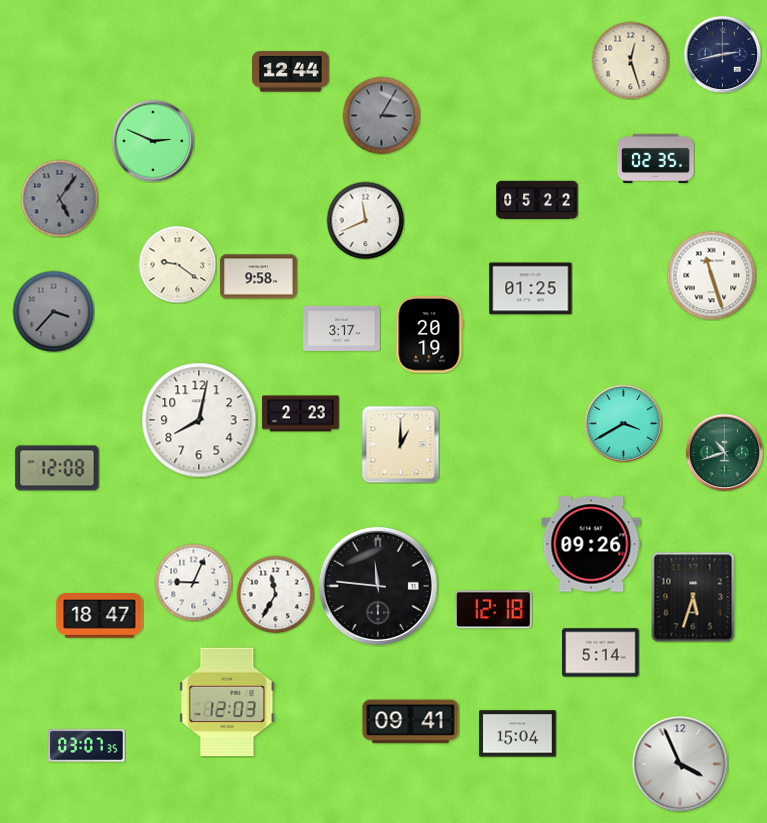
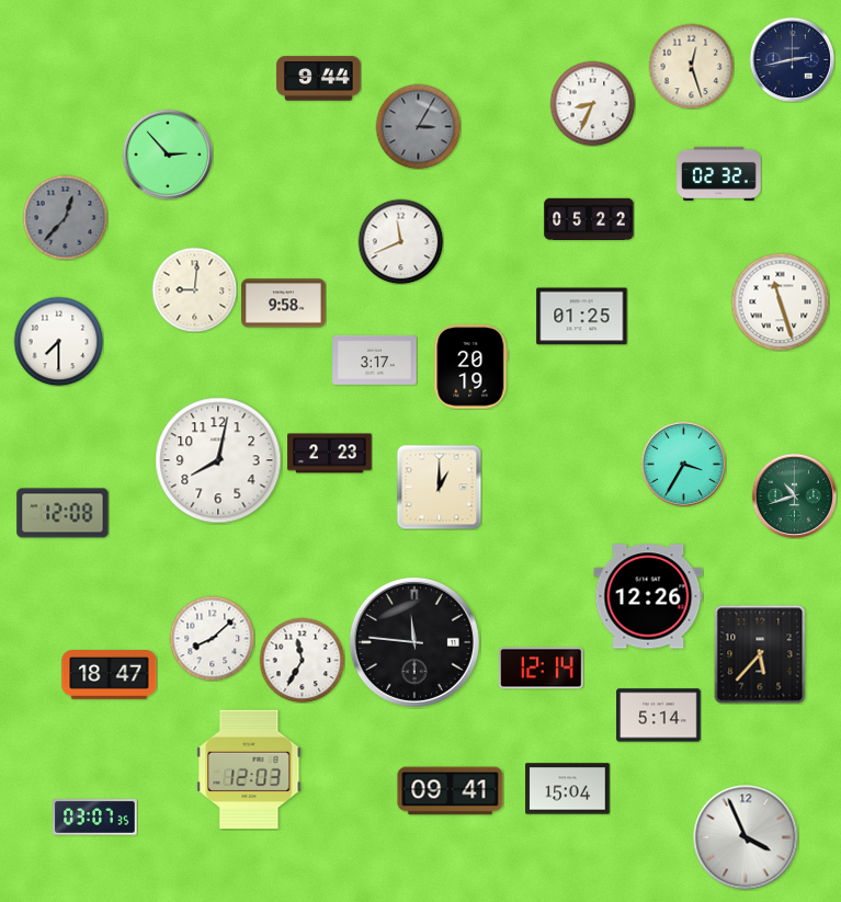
clock at (291, 72): 12:44 -> 9:44
clock at (592, 103): none -> 8:34
clock at (153, 141): 2:49 -> 2:53
clock at (656, 158): 02:35 -> 02:32
clock at (59, 198): 5:06 -> 12:37
clock at (177, 264): 9:21 -> 9:01
clock at (53, 311): 3:37 -> 7:30
clock at (53, 311) dial: grey -> white
clock at (623, 423): 3:40 -> 3:35
clock at (591, 544): 09:26 -> 12:26
clock at (193, 582): 9:04 -> 8:08
clock at (275, 594) position: (275, 594) -> (302, 660)
clock at (693, 597): 5:33 -> 5:37
clock at (494, 610): 12:18 -> 12:14
clock at (518, 734) position: (518, 734) -> (568, 789)
